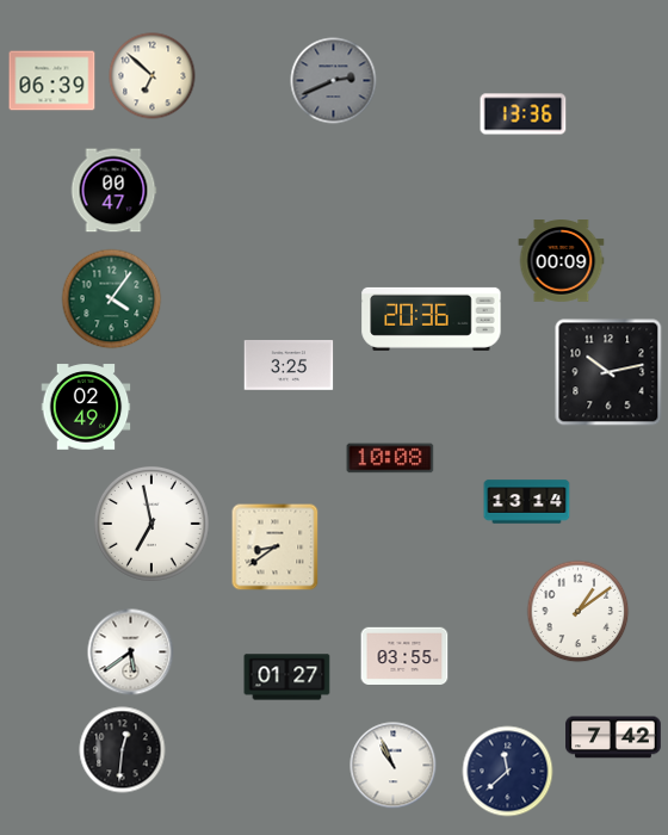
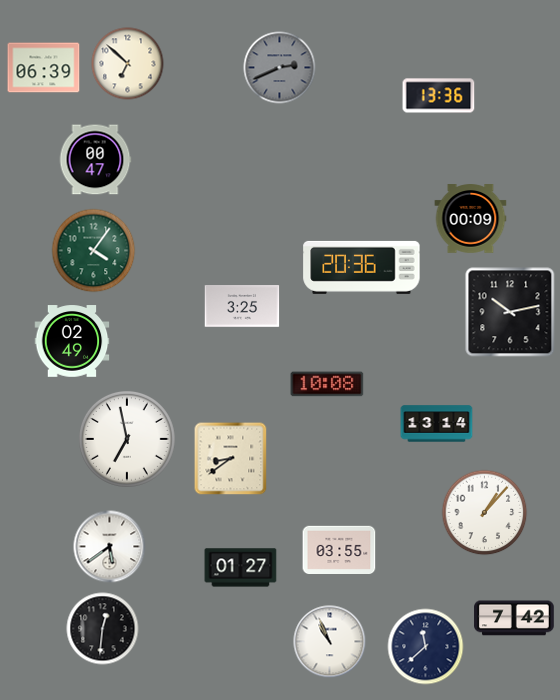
clock at (527, 502) position: (527, 502) -> (437, 424)
clock at (579, 612): 1:09 -> 1:07
